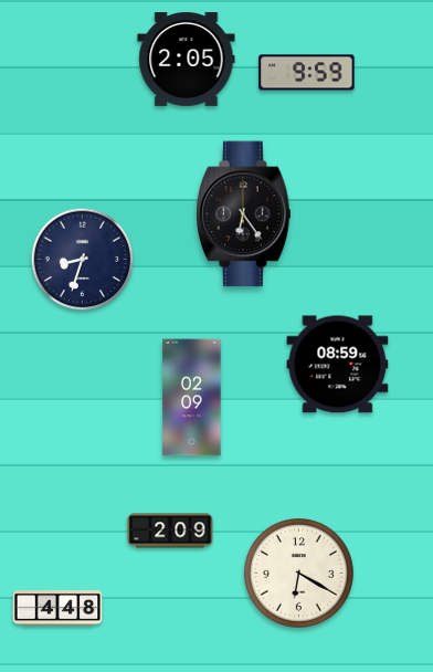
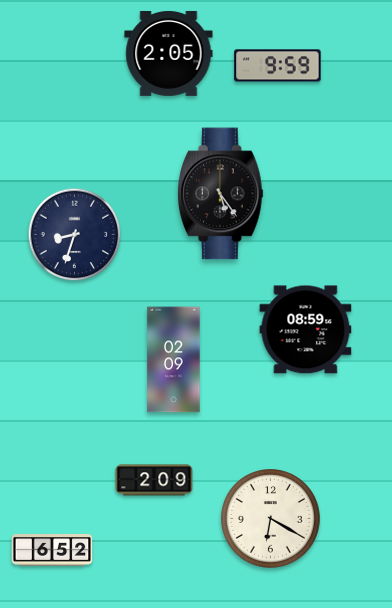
clock at (244, 214): 6:24 -> 5:24
clock at (57, 608): 4:48 -> 6:52
